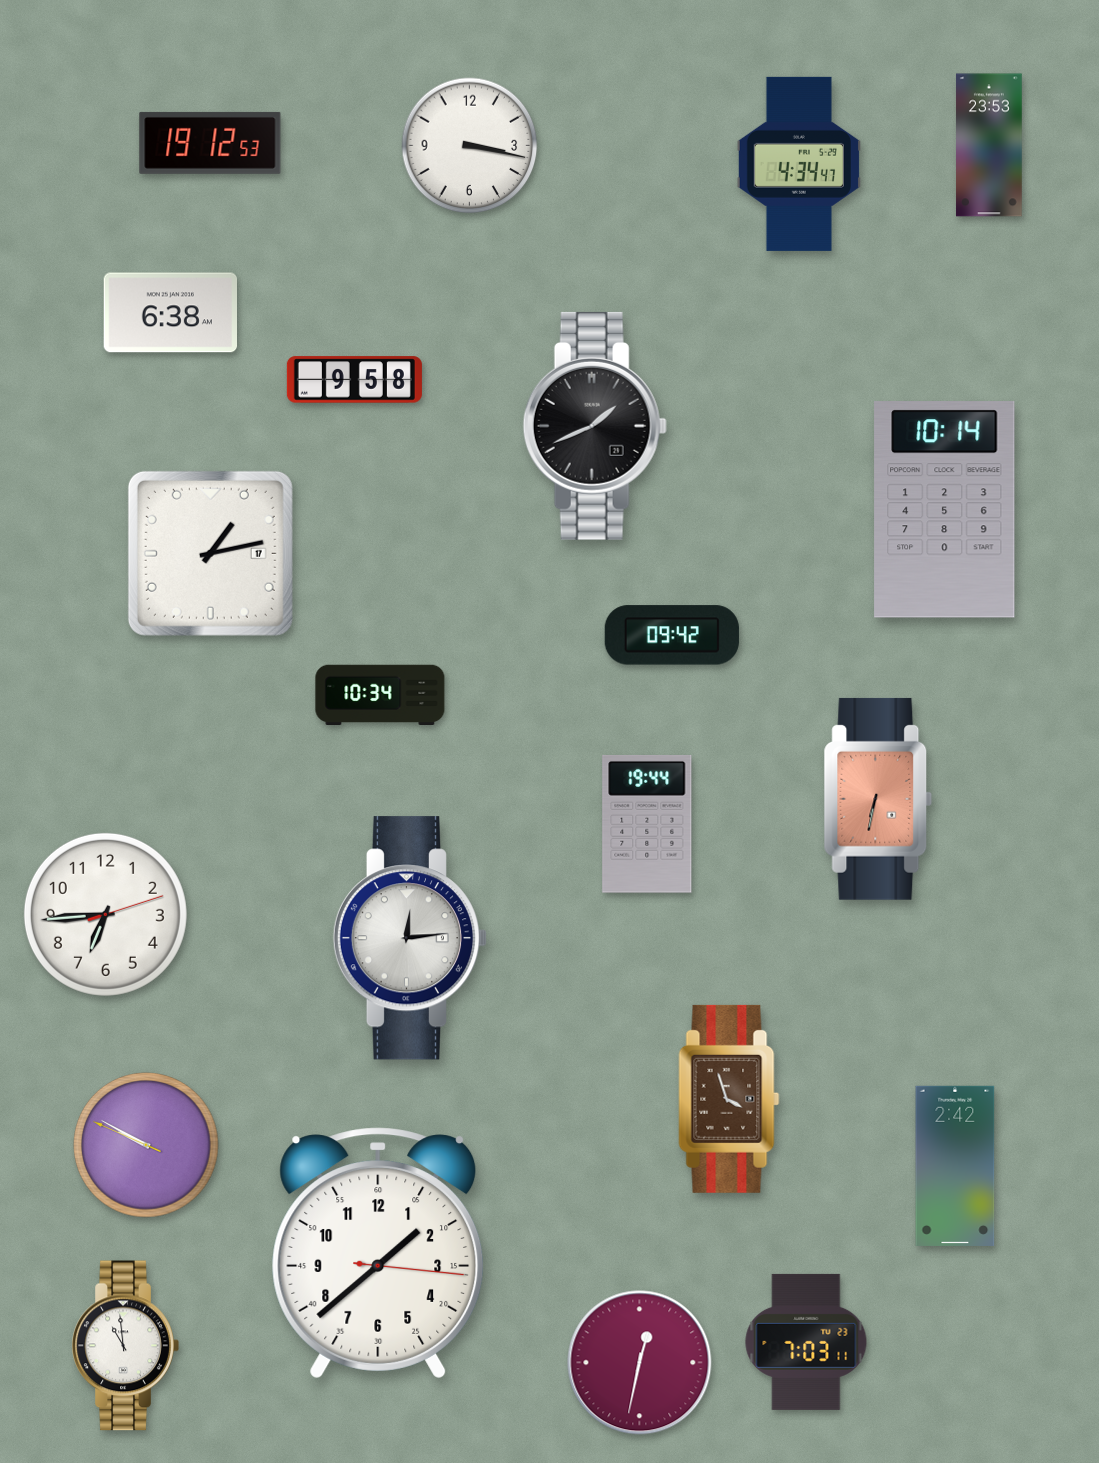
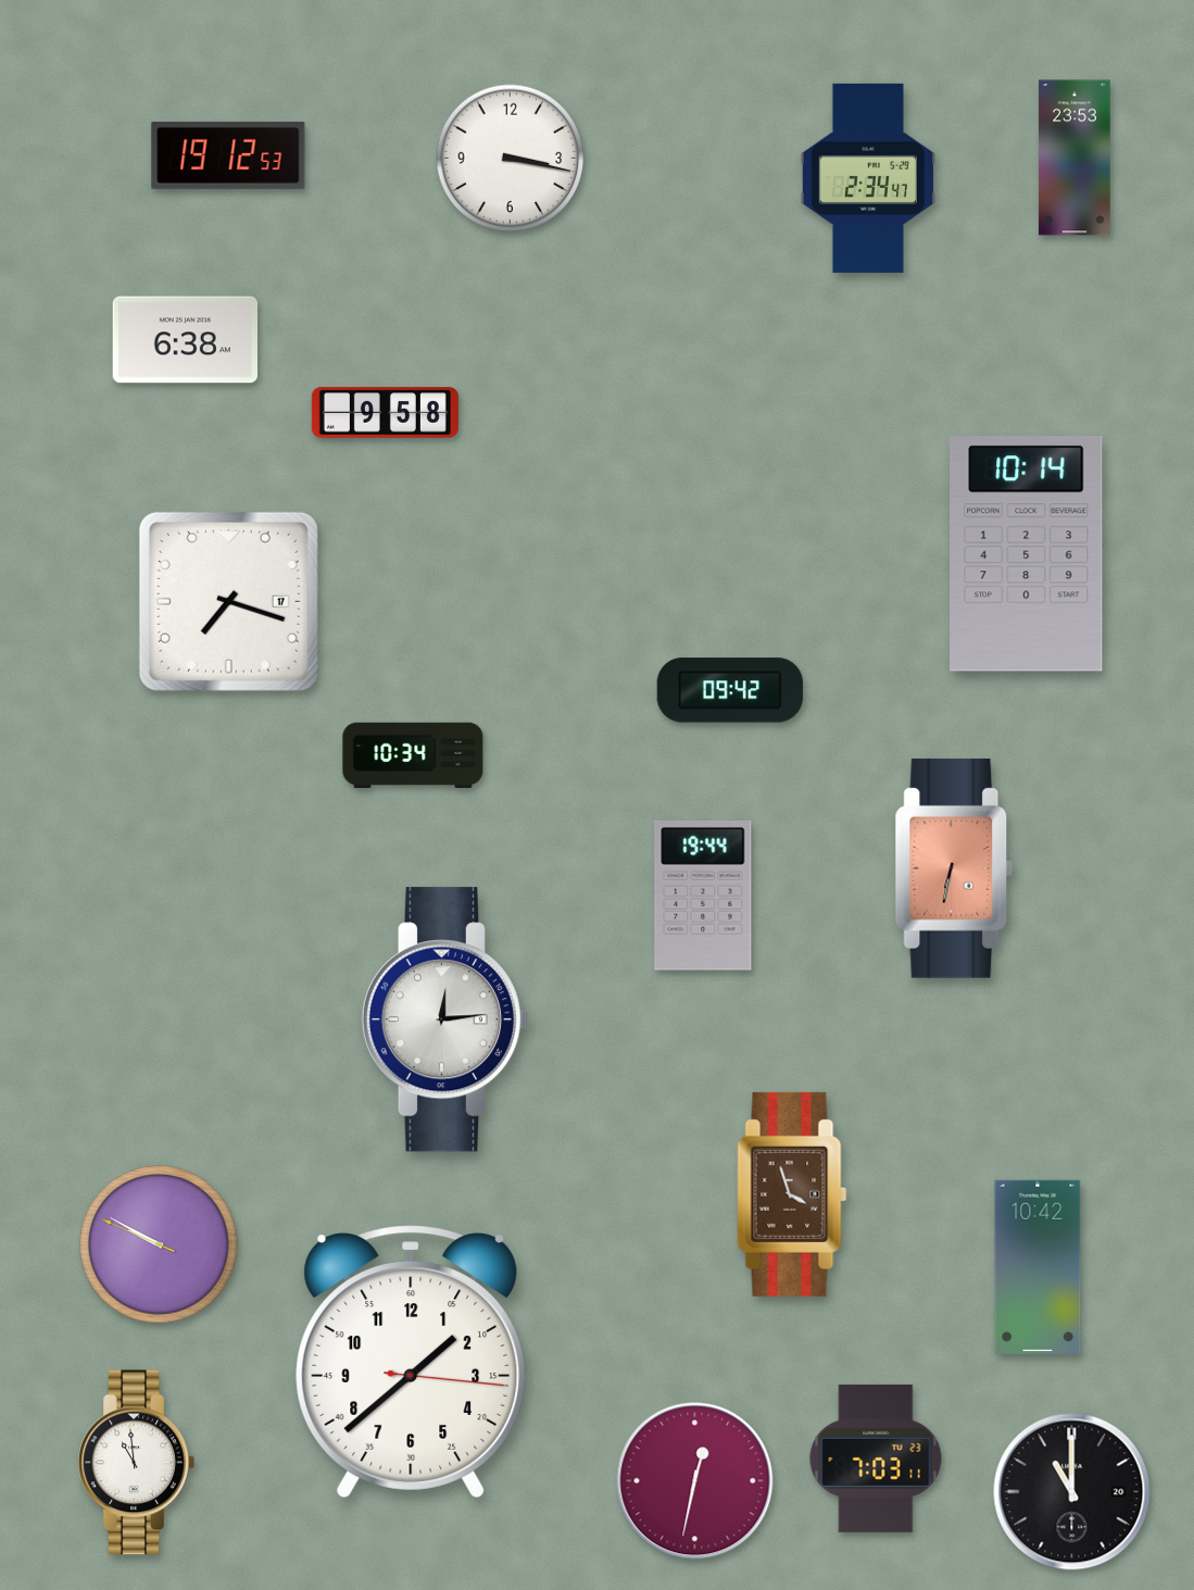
clock at (798, 164): 4:34 -> 2:34
clock at (595, 426): 1:41 -> none
clock at (210, 553): 1:13 -> 7:18
clock at (105, 914): 6:44 -> none
clock at (955, 1166): 2:42 -> 10:42
clock at (1072, 1492): none -> 11:00
